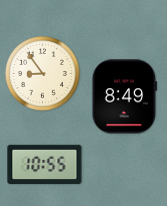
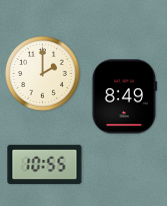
clock at (43, 74): 8:54 -> 2:00
